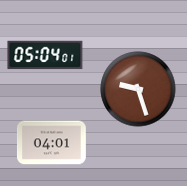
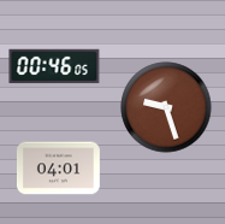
clock at (45, 55): 05:04 -> 00:46
clock at (51, 143) position: (51, 143) -> (58, 169)
